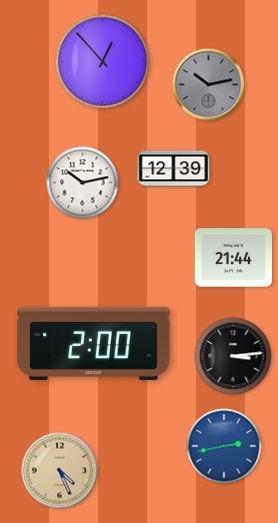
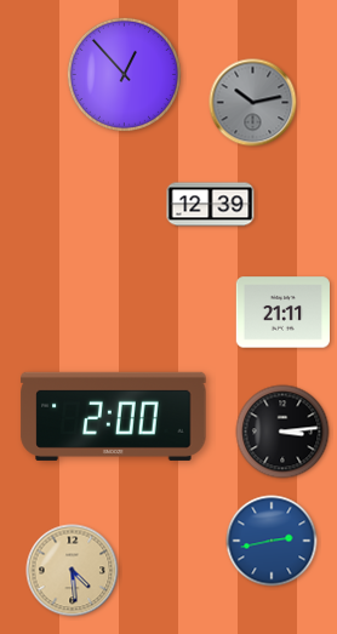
clock at (83, 183): 10:13 -> none
clock at (233, 258): 21:44 -> 21:11
clock at (60, 471): 4:26 -> 4:29
